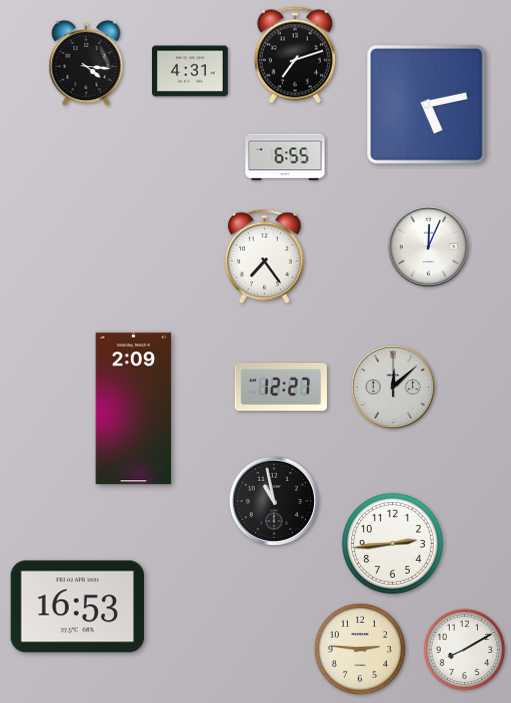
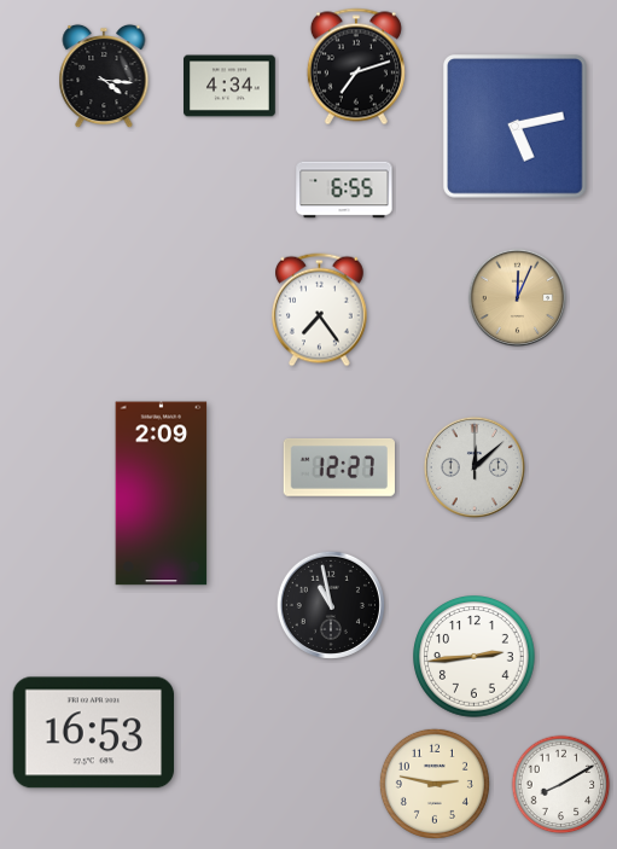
clock at (191, 71): 4:31 -> 4:34
clock at (428, 246) dial: white -> champagne
clock at (360, 649): 2:46 -> 2:47
